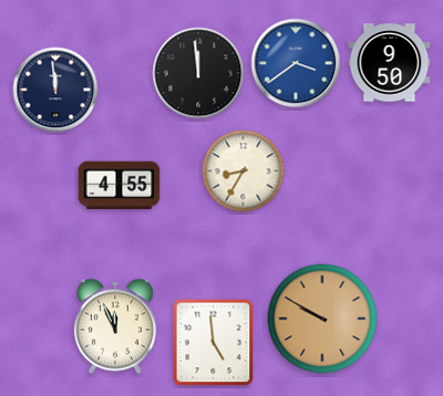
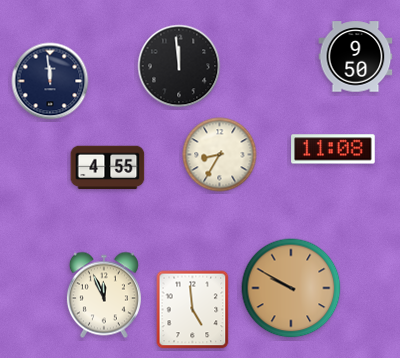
clock at (296, 63): 3:39 -> none
clock at (390, 63) position: (390, 63) -> (356, 57)
clock at (333, 149): none -> 11:08
